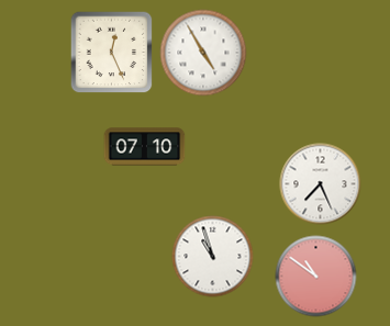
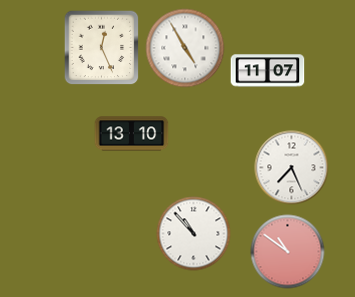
clock at (268, 71): none -> 11:07
clock at (145, 147): 07:10 -> 13:10
clock at (213, 257): 10:57 -> 10:53
